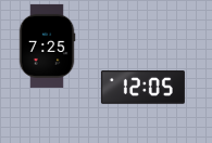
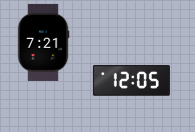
clock at (47, 45): 7:25 -> 7:21
